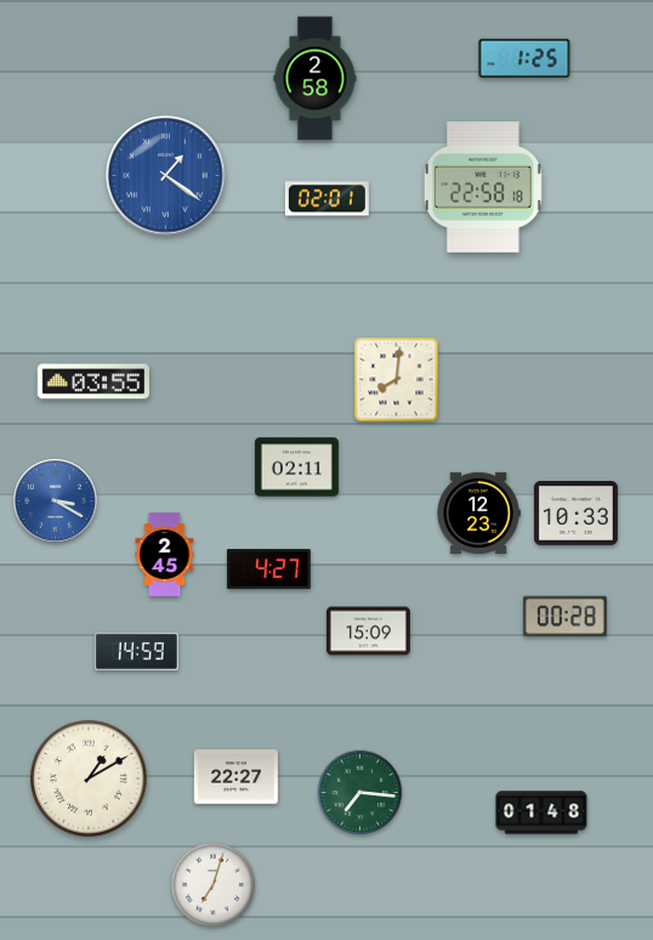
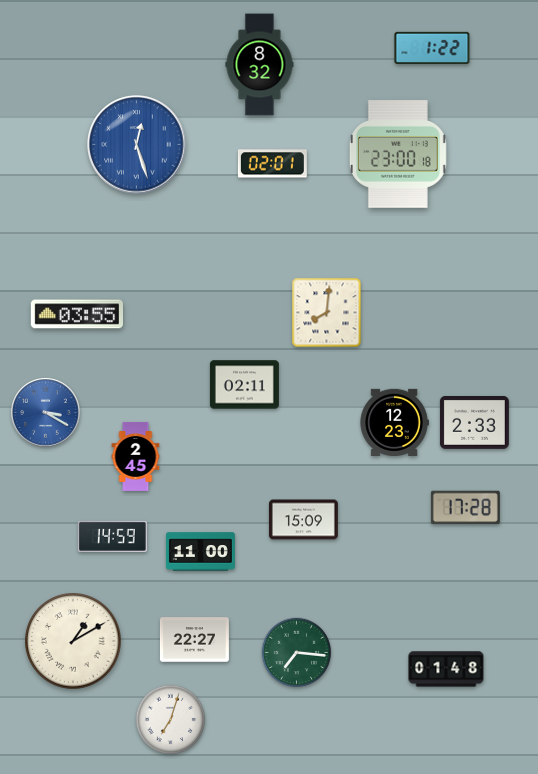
clock at (524, 57): 1:25 -> 1:22
clock at (316, 79): 2:58 -> 8:32
clock at (166, 176): 1:21 -> 12:27
clock at (483, 187): 22:58 -> 23:00
clock at (326, 199) position: (326, 199) -> (272, 164)
clock at (575, 513): 10:33 -> 2:33
clock at (268, 568): 4:27 -> none
clock at (564, 617): 00:28 -> 17:28
clock at (200, 552): none -> 11:00
clock at (214, 885) position: (214, 885) -> (171, 720)
